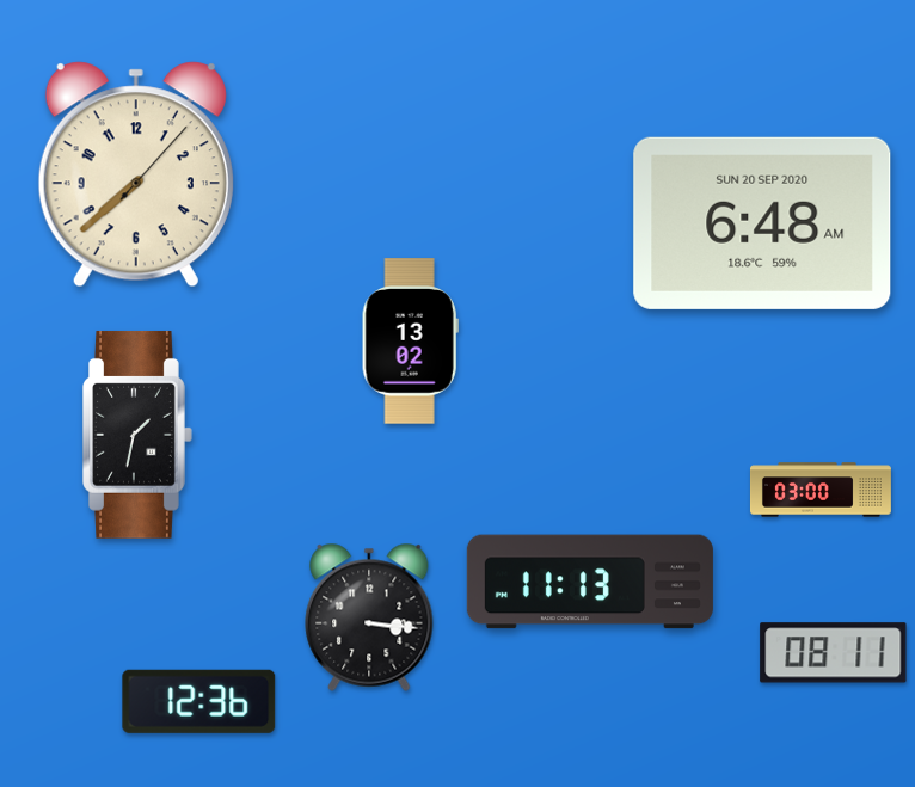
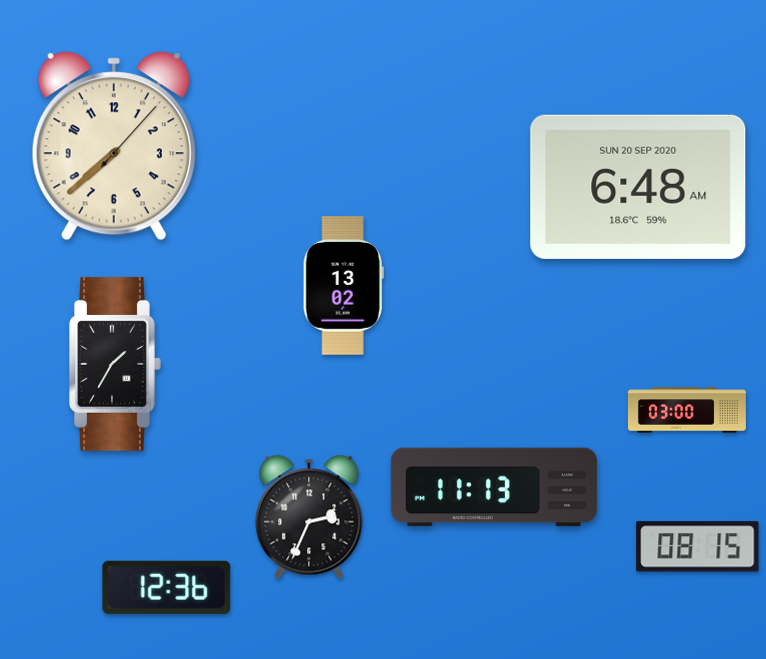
clock at (137, 435): 1:32 -> 1:35
clock at (369, 617): 3:16 -> 2:34
clock at (834, 653): 08:11 -> 08:15
